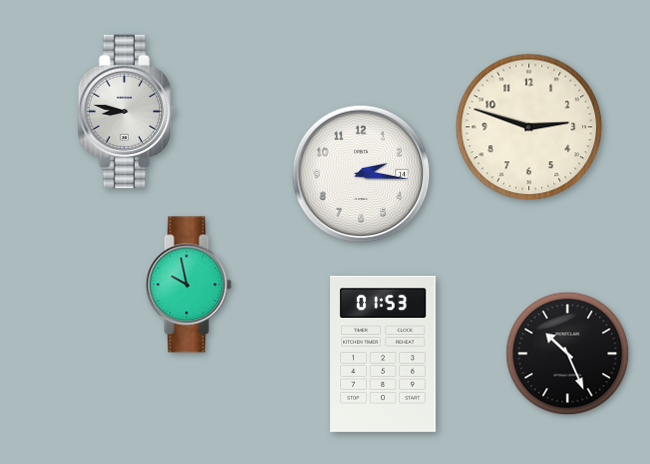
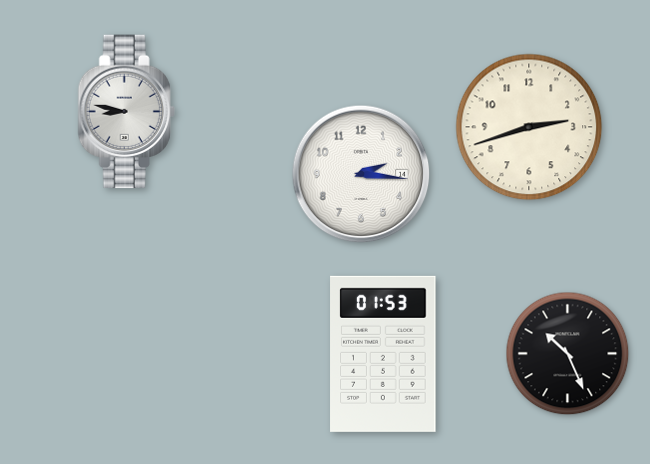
clock at (529, 127): 2:48 -> 2:42
clock at (189, 285): 9:58 -> none
